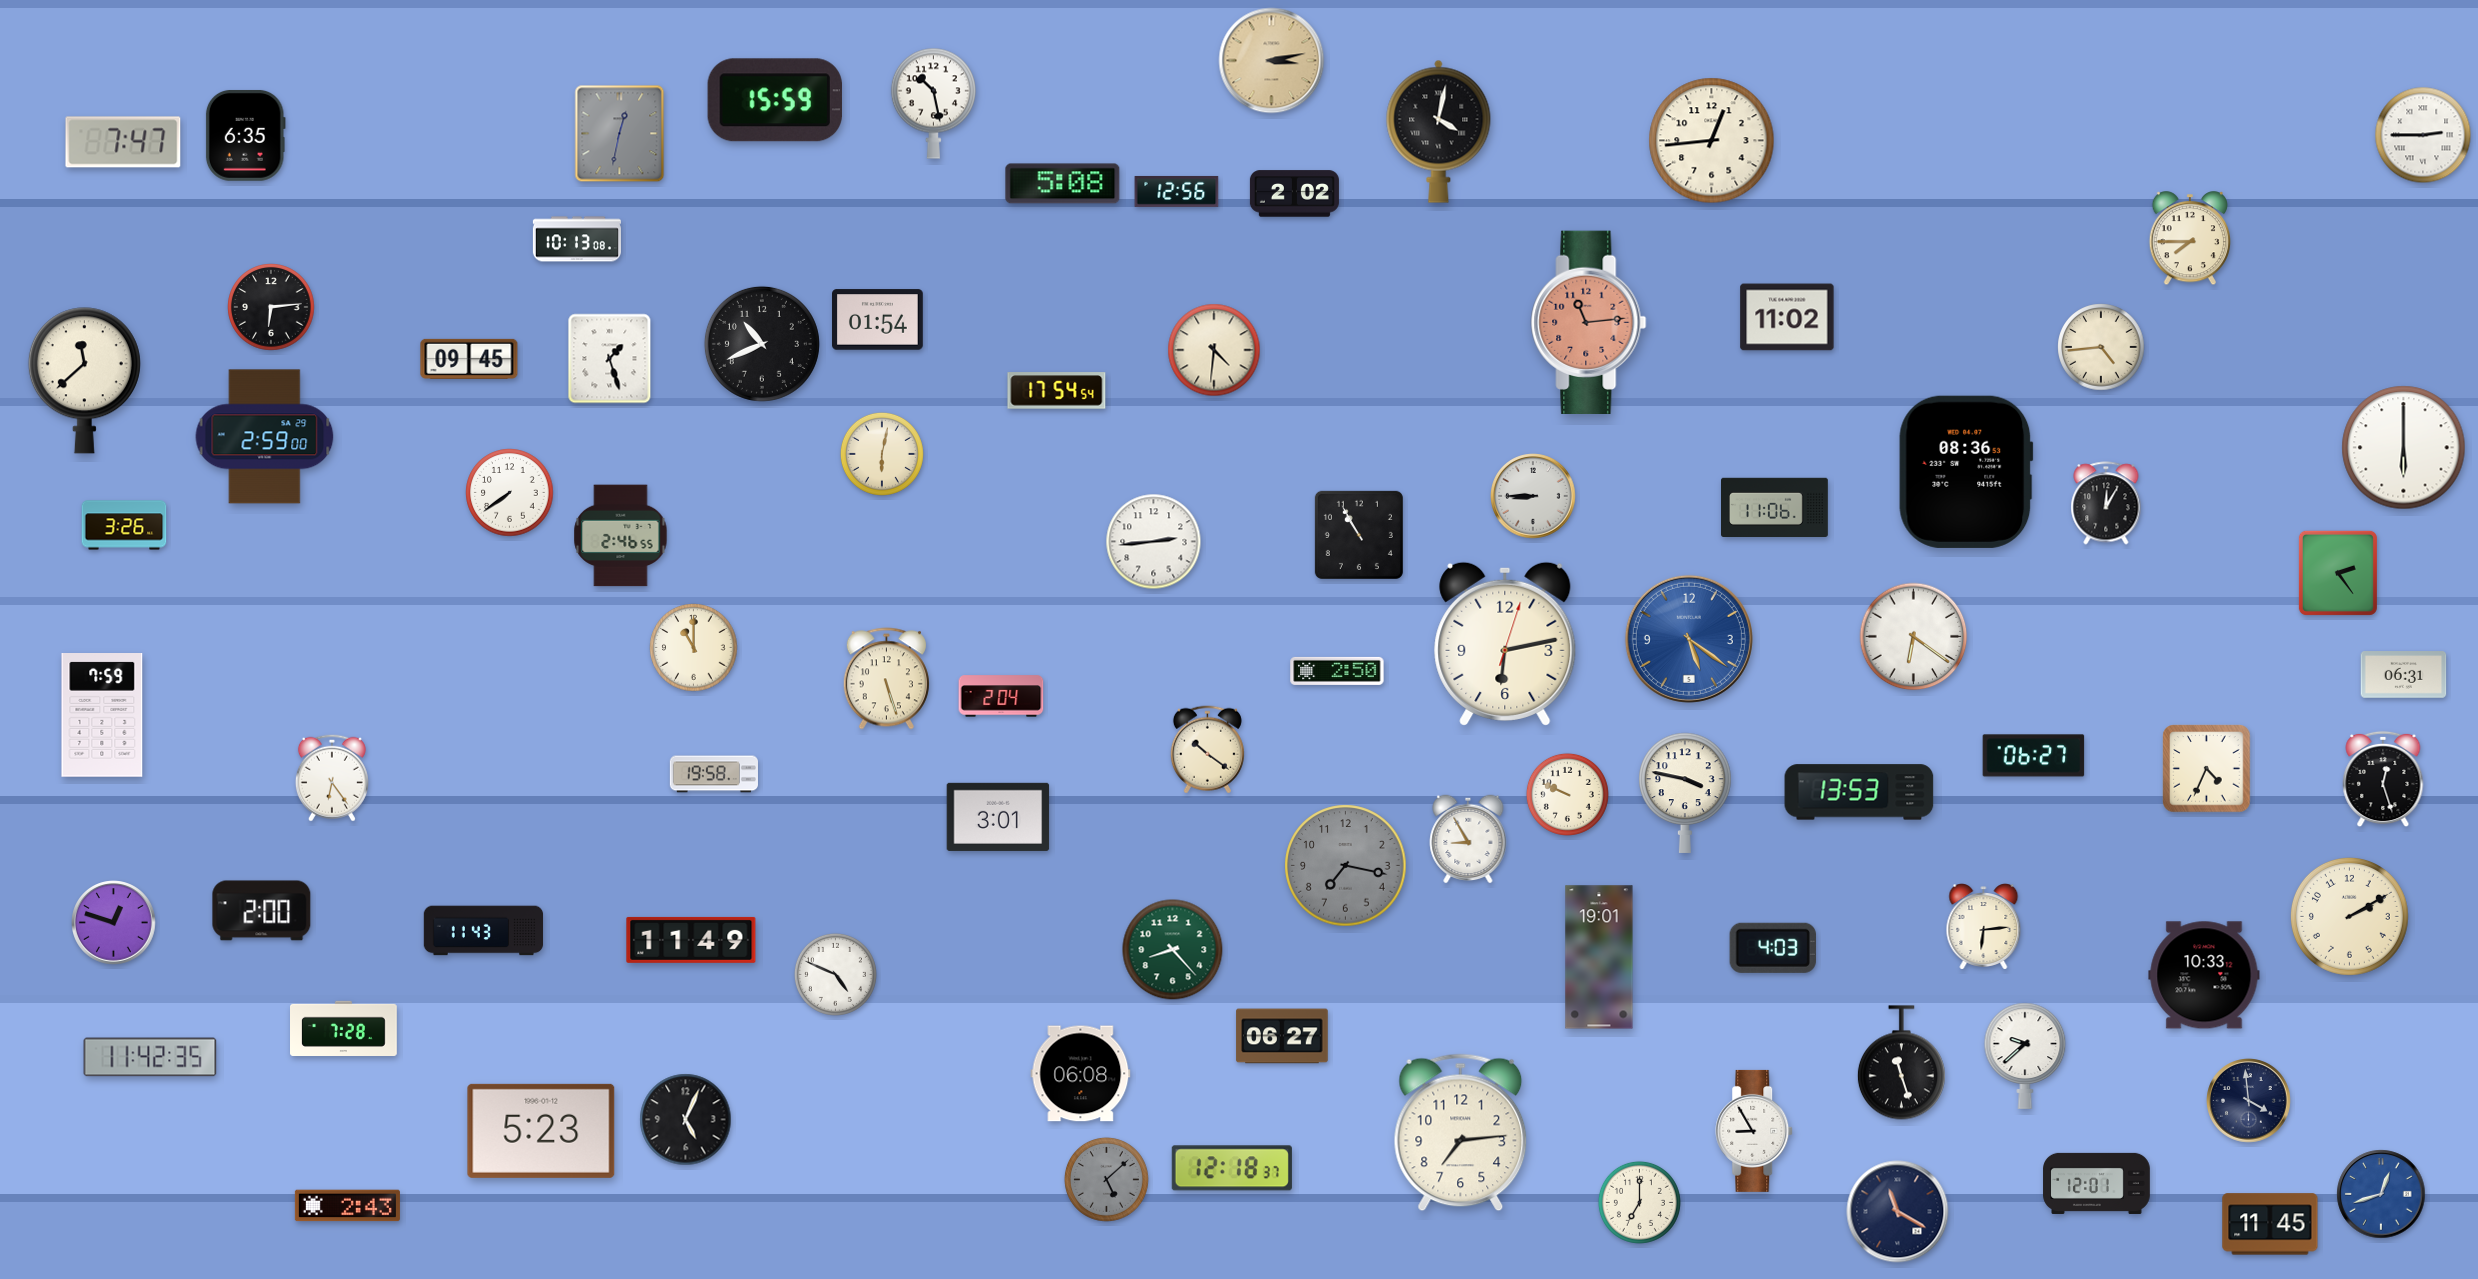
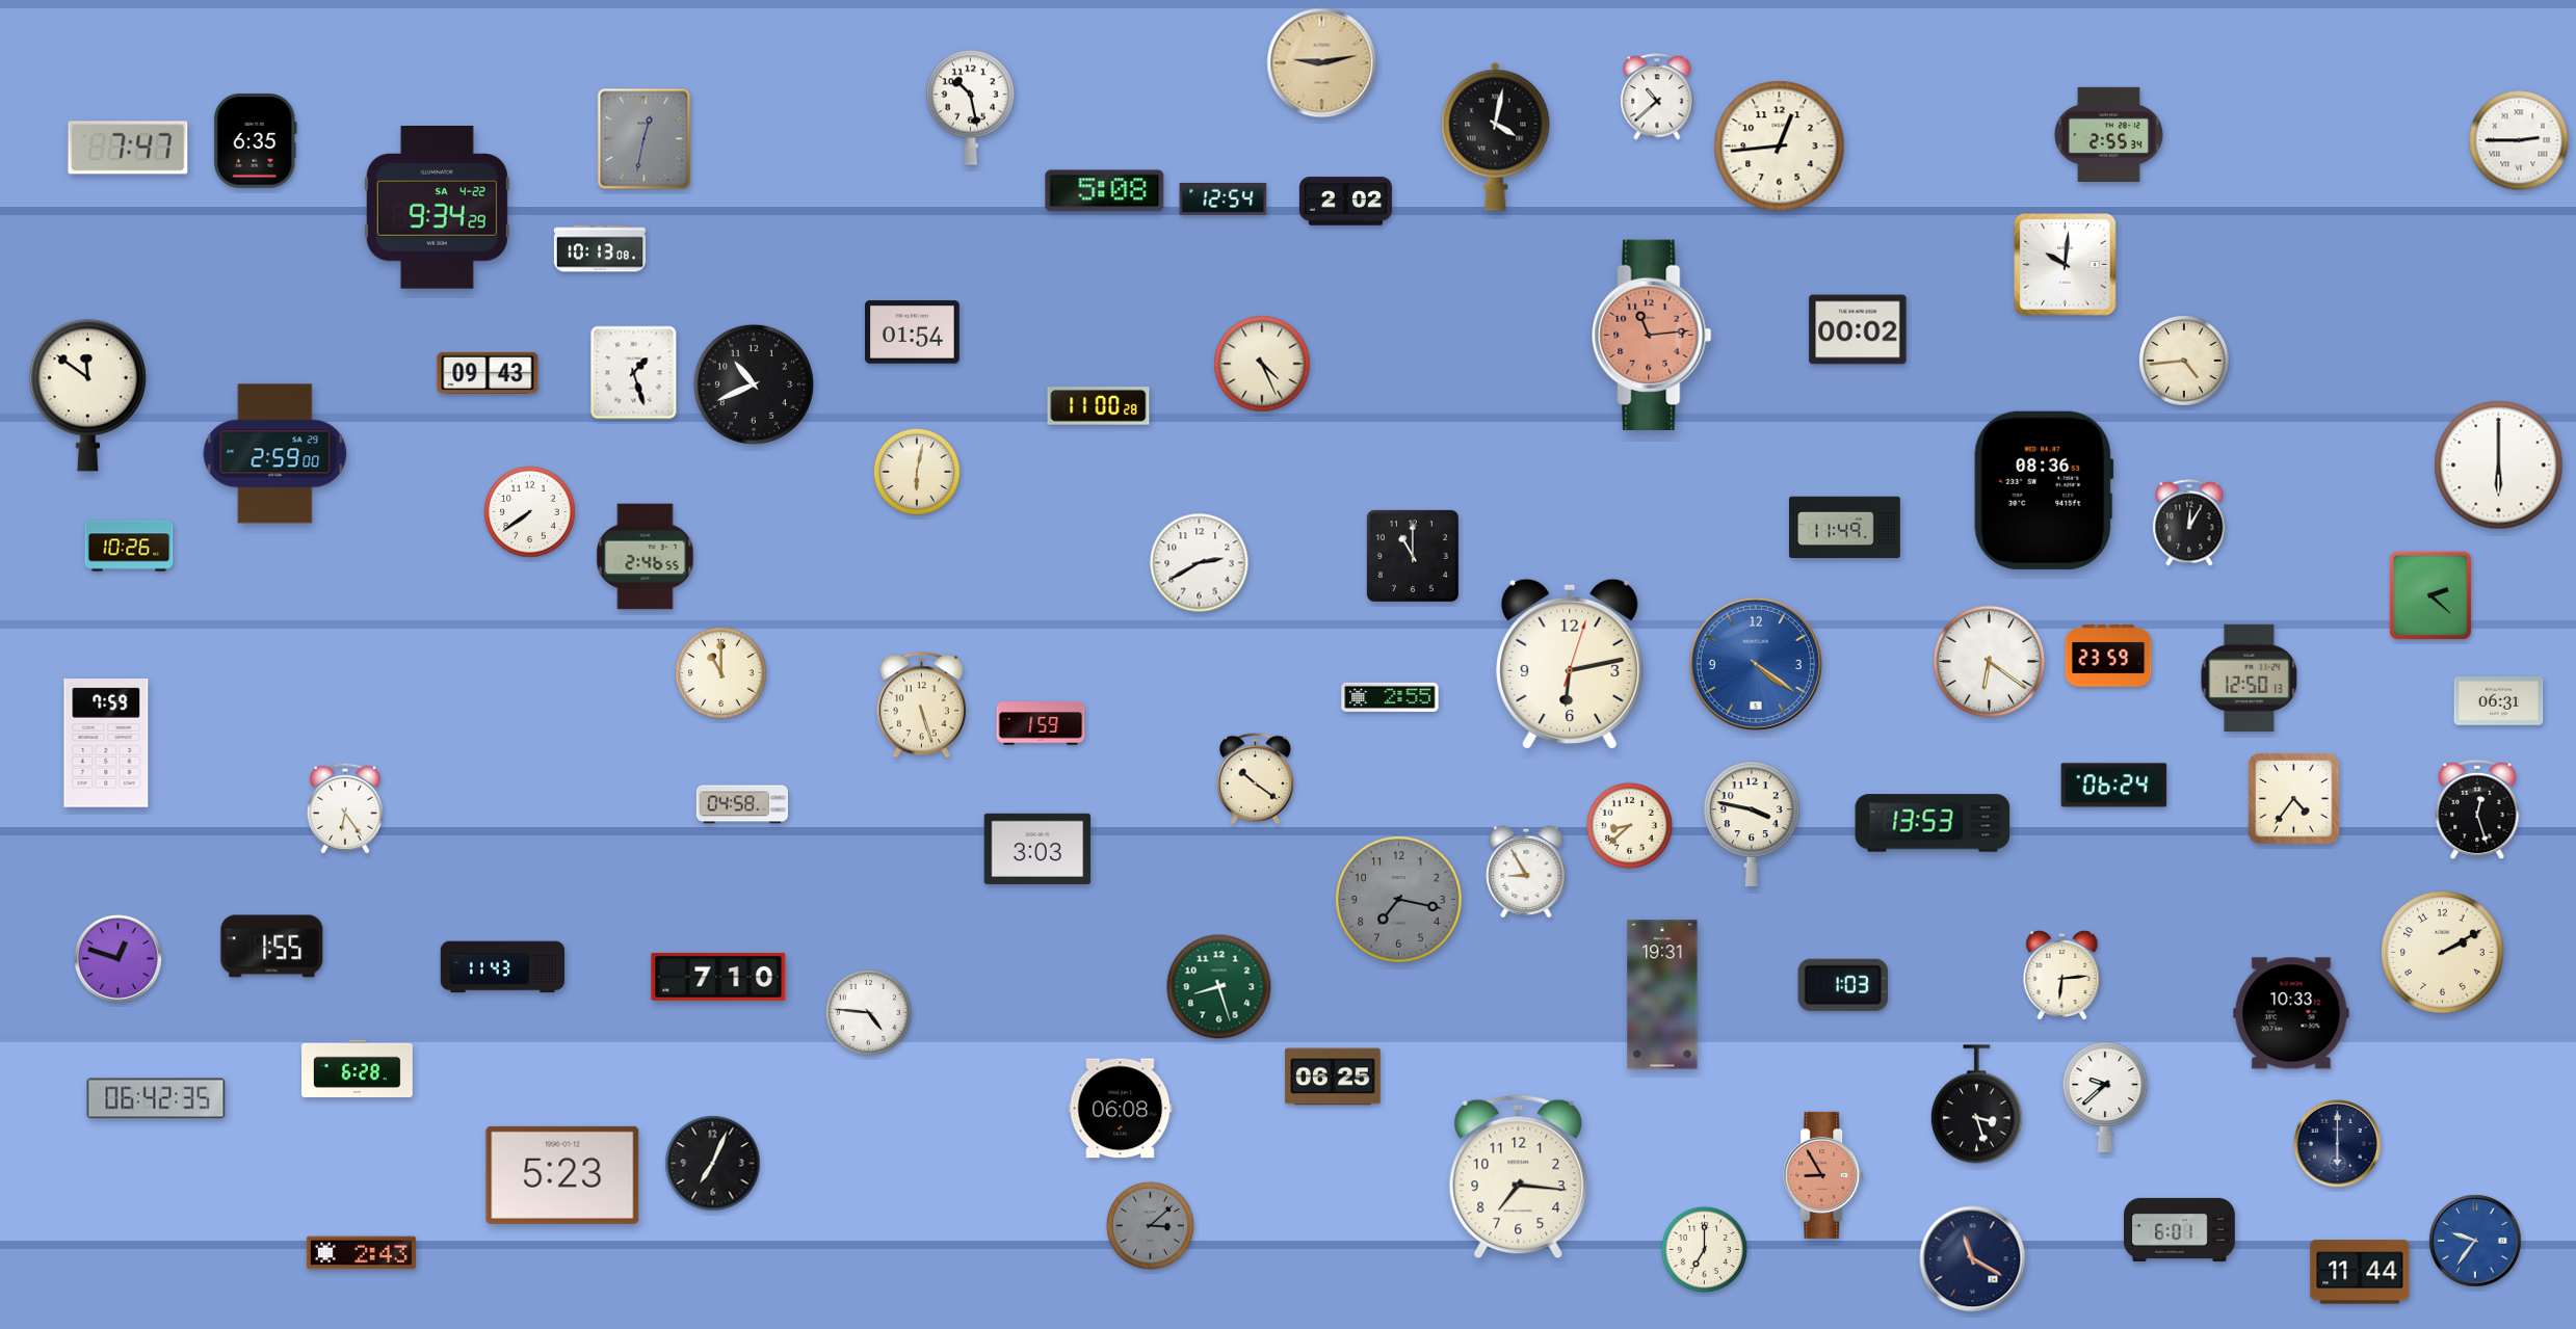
clock at (1272, 61): 3:13 -> 9:13
clock at (1657, 97): none -> 10:38
clock at (775, 100): 15:59 -> none
clock at (2108, 134): none -> 2:55
clock at (1177, 192): 12:56 -> 12:54
clock at (437, 208): none -> 9:34
clock at (2189, 239): 7:45 -> none
clock at (2066, 265): none -> 10:01
clock at (271, 307): 6:14 -> none
clock at (1787, 317): 11:02 -> 00:02
clock at (762, 344) position: (762, 344) -> (754, 384)
clock at (1214, 350): 4:31 -> 4:26
clock at (469, 359): 09:45 -> 09:43
clock at (84, 381): 11:38 -> 11:51
clock at (1057, 391): 17:54 -> 11:00
clock at (1533, 496): 8:45 -> none
clock at (1775, 507): 11:06 -> 11:49
clock at (124, 525): 3:26 -> 10:26
clock at (1359, 535): 10:55 -> 11:00
clock at (1154, 542): 2:44 -> 2:40
clock at (2338, 573): 2:24 -> 2:22
clock at (2108, 656): none -> 23:59
clock at (1689, 639): 5:21 -> 4:21
clock at (1505, 644) position: (1505, 644) -> (1570, 664)
clock at (2250, 677): none -> 12:50
clock at (1337, 671): 2:50 -> 2:55
clock at (1001, 696): 2:04 -> 1:59
clock at (2034, 756): 06:27 -> 06:24
clock at (2207, 769): 4:34 -> 4:36
clock at (714, 774): 19:58 -> 04:58
clock at (1567, 794): 9:49 -> 8:38
clock at (998, 817): 3:01 -> 3:03
clock at (262, 911): 2:00 -> 1:55
clock at (1984, 927) position: (1984, 927) -> (2062, 976)
clock at (691, 940): 11:49 -> 7:10
clock at (1773, 948): 4:03 -> 1:03
clock at (1173, 950): 8:23 -> 8:27
clock at (1599, 957): 19:01 -> 19:31
clock at (835, 974): 4:49 -> 4:46
clock at (344, 1029): 7:28 -> 6:28
clock at (1282, 1036): 06:27 -> 06:25
clock at (150, 1057): 11:42 -> 06:42
clock at (1901, 1063): 11:27 -> 3:27
clock at (1081, 1074) position: (1081, 1074) -> (1121, 1109)
clock at (2249, 1101): 3:59 -> 6:00
clock at (686, 1120): 5:04 -> 7:04
clock at (1755, 1131) dial: white -> salmon
clock at (1461, 1133): 7:14 -> 7:16
clock at (1232, 1168): 12:18 -> none
clock at (1106, 1179): 5:08 -> 3:08
clock at (2097, 1183): 12:01 -> 6:01
clock at (2381, 1194): 12:42 -> 9:36
clock at (2270, 1224): 11:45 -> 11:44
